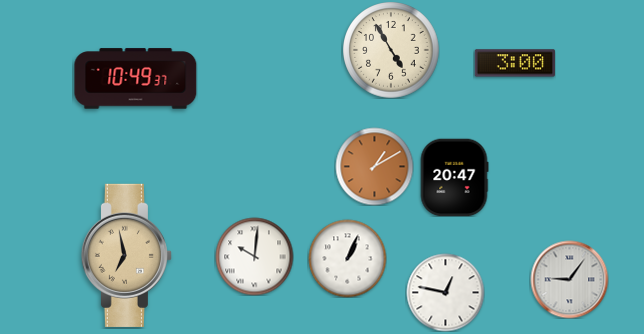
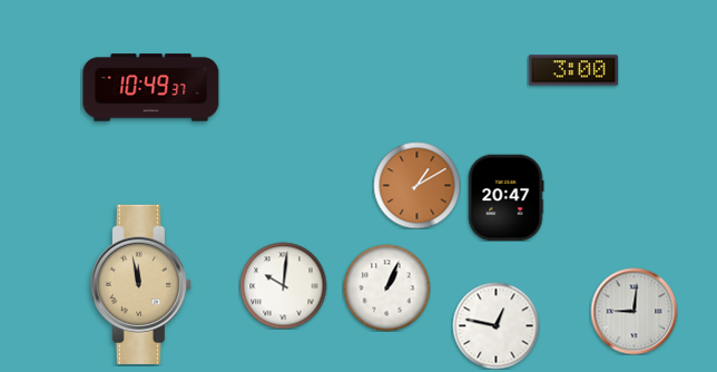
clock at (391, 50): 4:55 -> none
clock at (126, 255): 6:58 -> 11:58
clock at (569, 279): 9:06 -> 9:01
